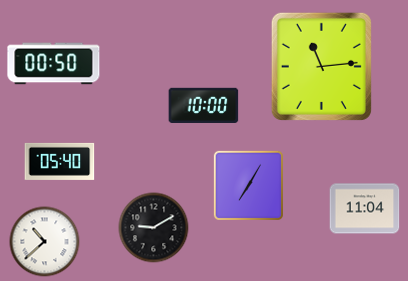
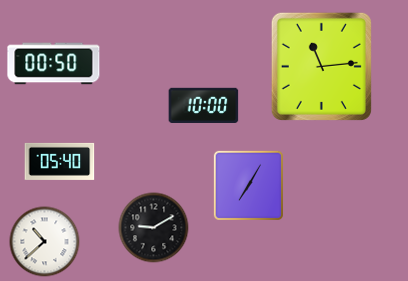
clock at (365, 209): 11:04 -> none
